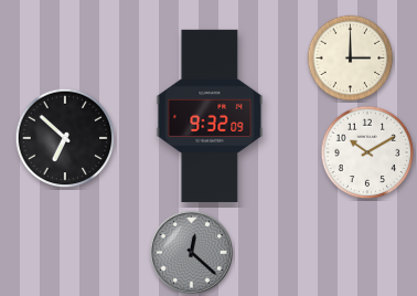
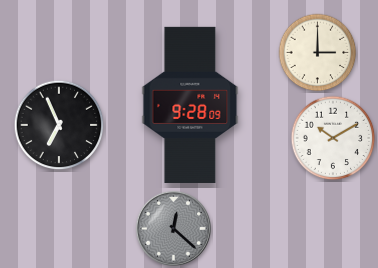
clock at (210, 116): 9:32 -> 9:28
clock at (65, 138): 6:52 -> 6:56
